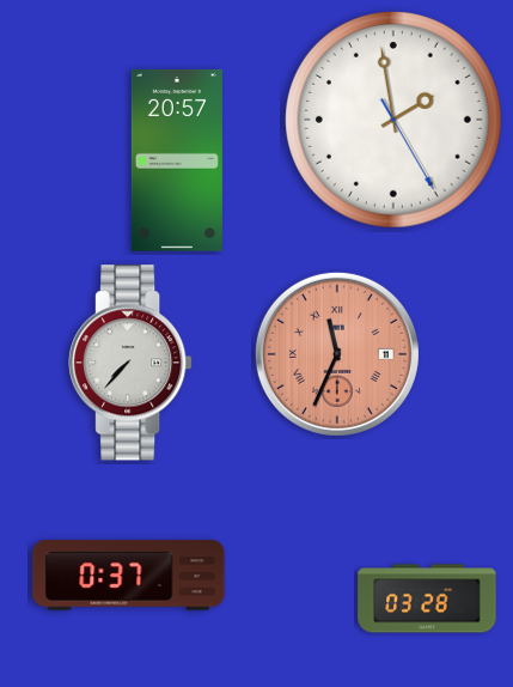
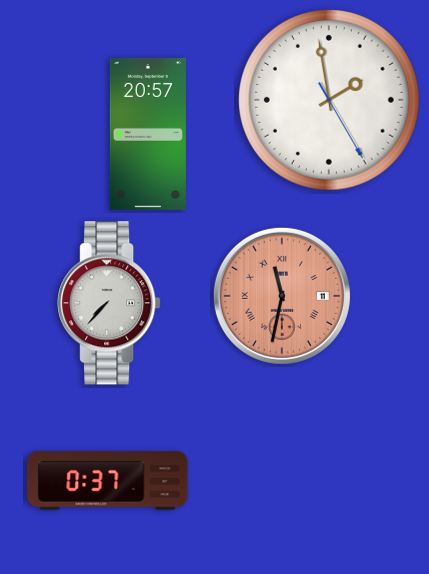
clock at (337, 354): 11:34 -> 11:32
clock at (427, 598): 03:28 -> none
